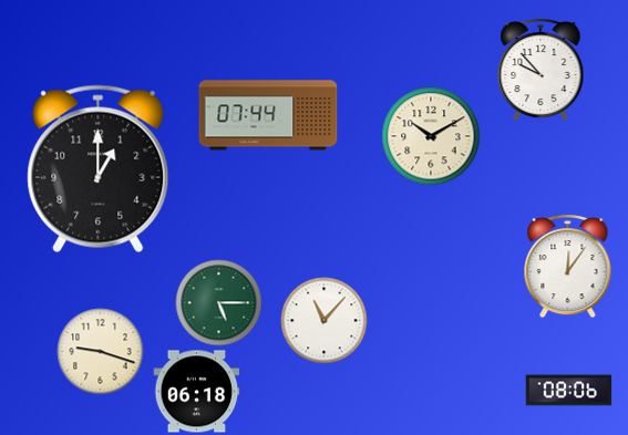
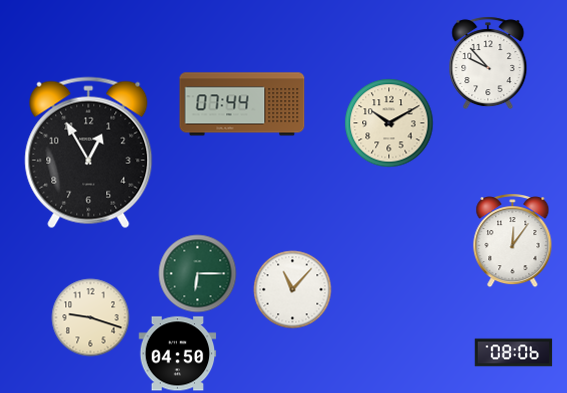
clock at (99, 169): 1:00 -> 12:55
clock at (218, 302): 5:15 -> 6:15
clock at (196, 392): 06:18 -> 04:50
